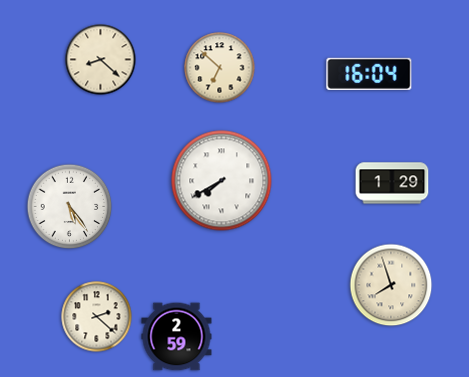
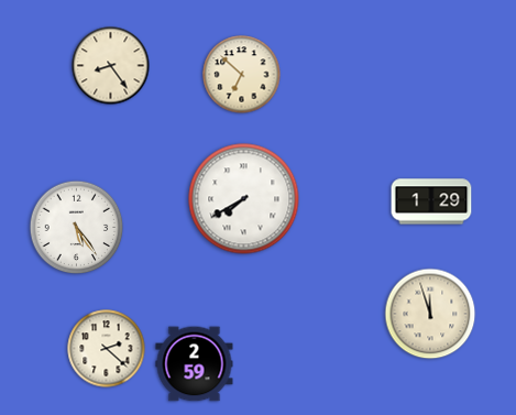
clock at (101, 60): 8:22 -> 8:24
clock at (369, 74): 16:04 -> none
clock at (391, 285): 7:57 -> 11:57
clock at (177, 337) position: (177, 337) -> (195, 364)
